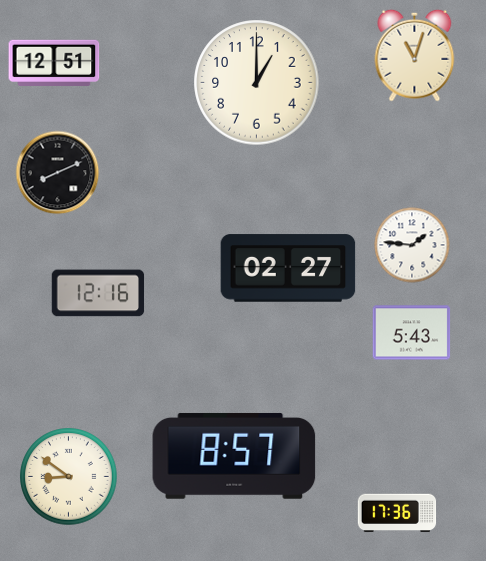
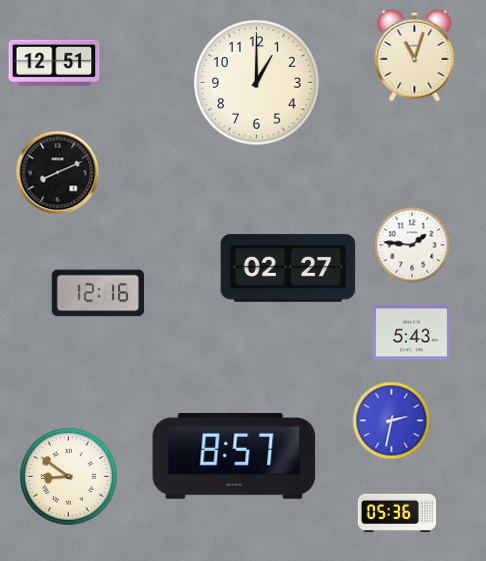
clock at (392, 421): none -> 2:32
clock at (397, 513): 17:36 -> 05:36
